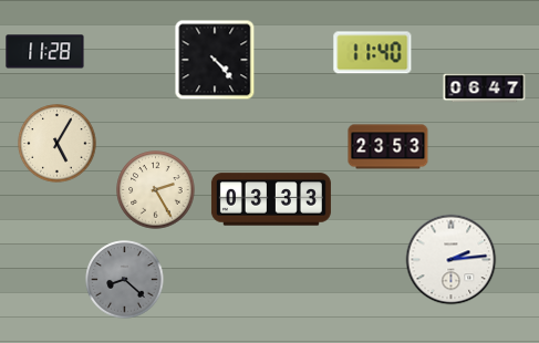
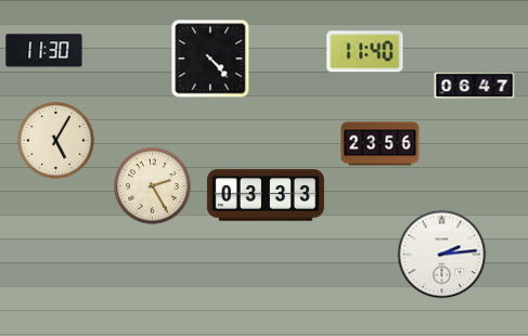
clock at (45, 52): 11:28 -> 11:30
clock at (388, 147): 23:53 -> 23:56
clock at (125, 280): 8:22 -> none
